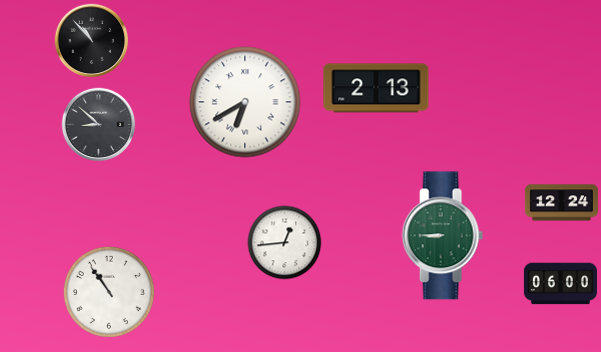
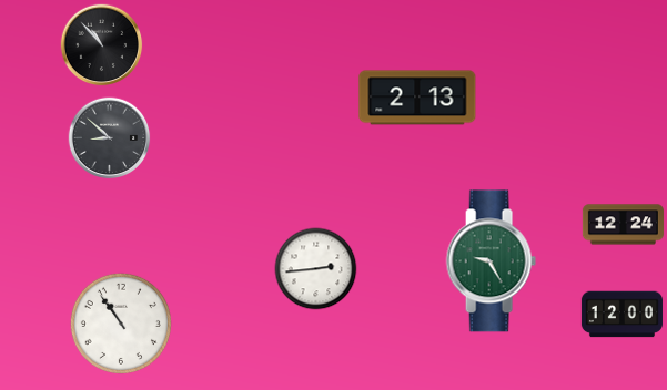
clock at (245, 102): 6:40 -> none
clock at (442, 236): 8:45 -> 9:25
clock at (285, 243): 12:44 -> 2:44
clock at (560, 284): 06:00 -> 12:00
